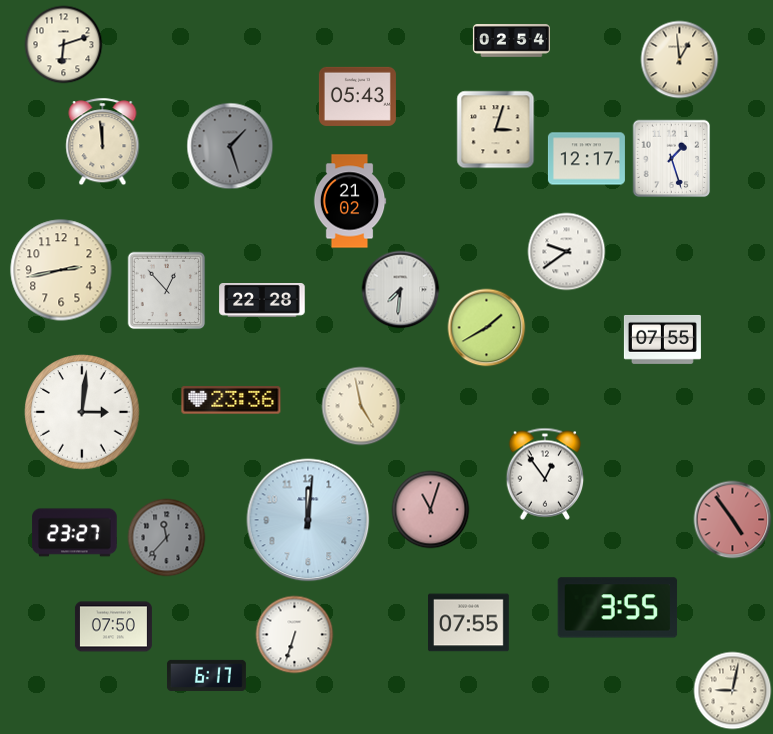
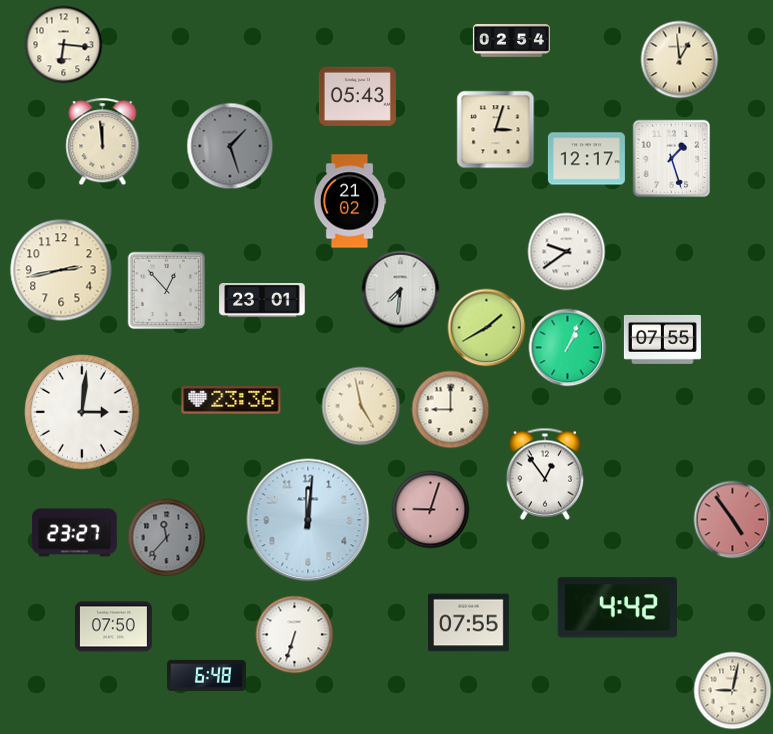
clock at (63, 44): 6:12 -> 6:16
clock at (262, 301): 22:28 -> 23:01
clock at (567, 347): none -> 1:04
clock at (450, 409): none -> 9:00
clock at (430, 509): 11:03 -> 9:03
clock at (618, 608): 3:55 -> 4:42
clock at (206, 675): 6:17 -> 6:48
